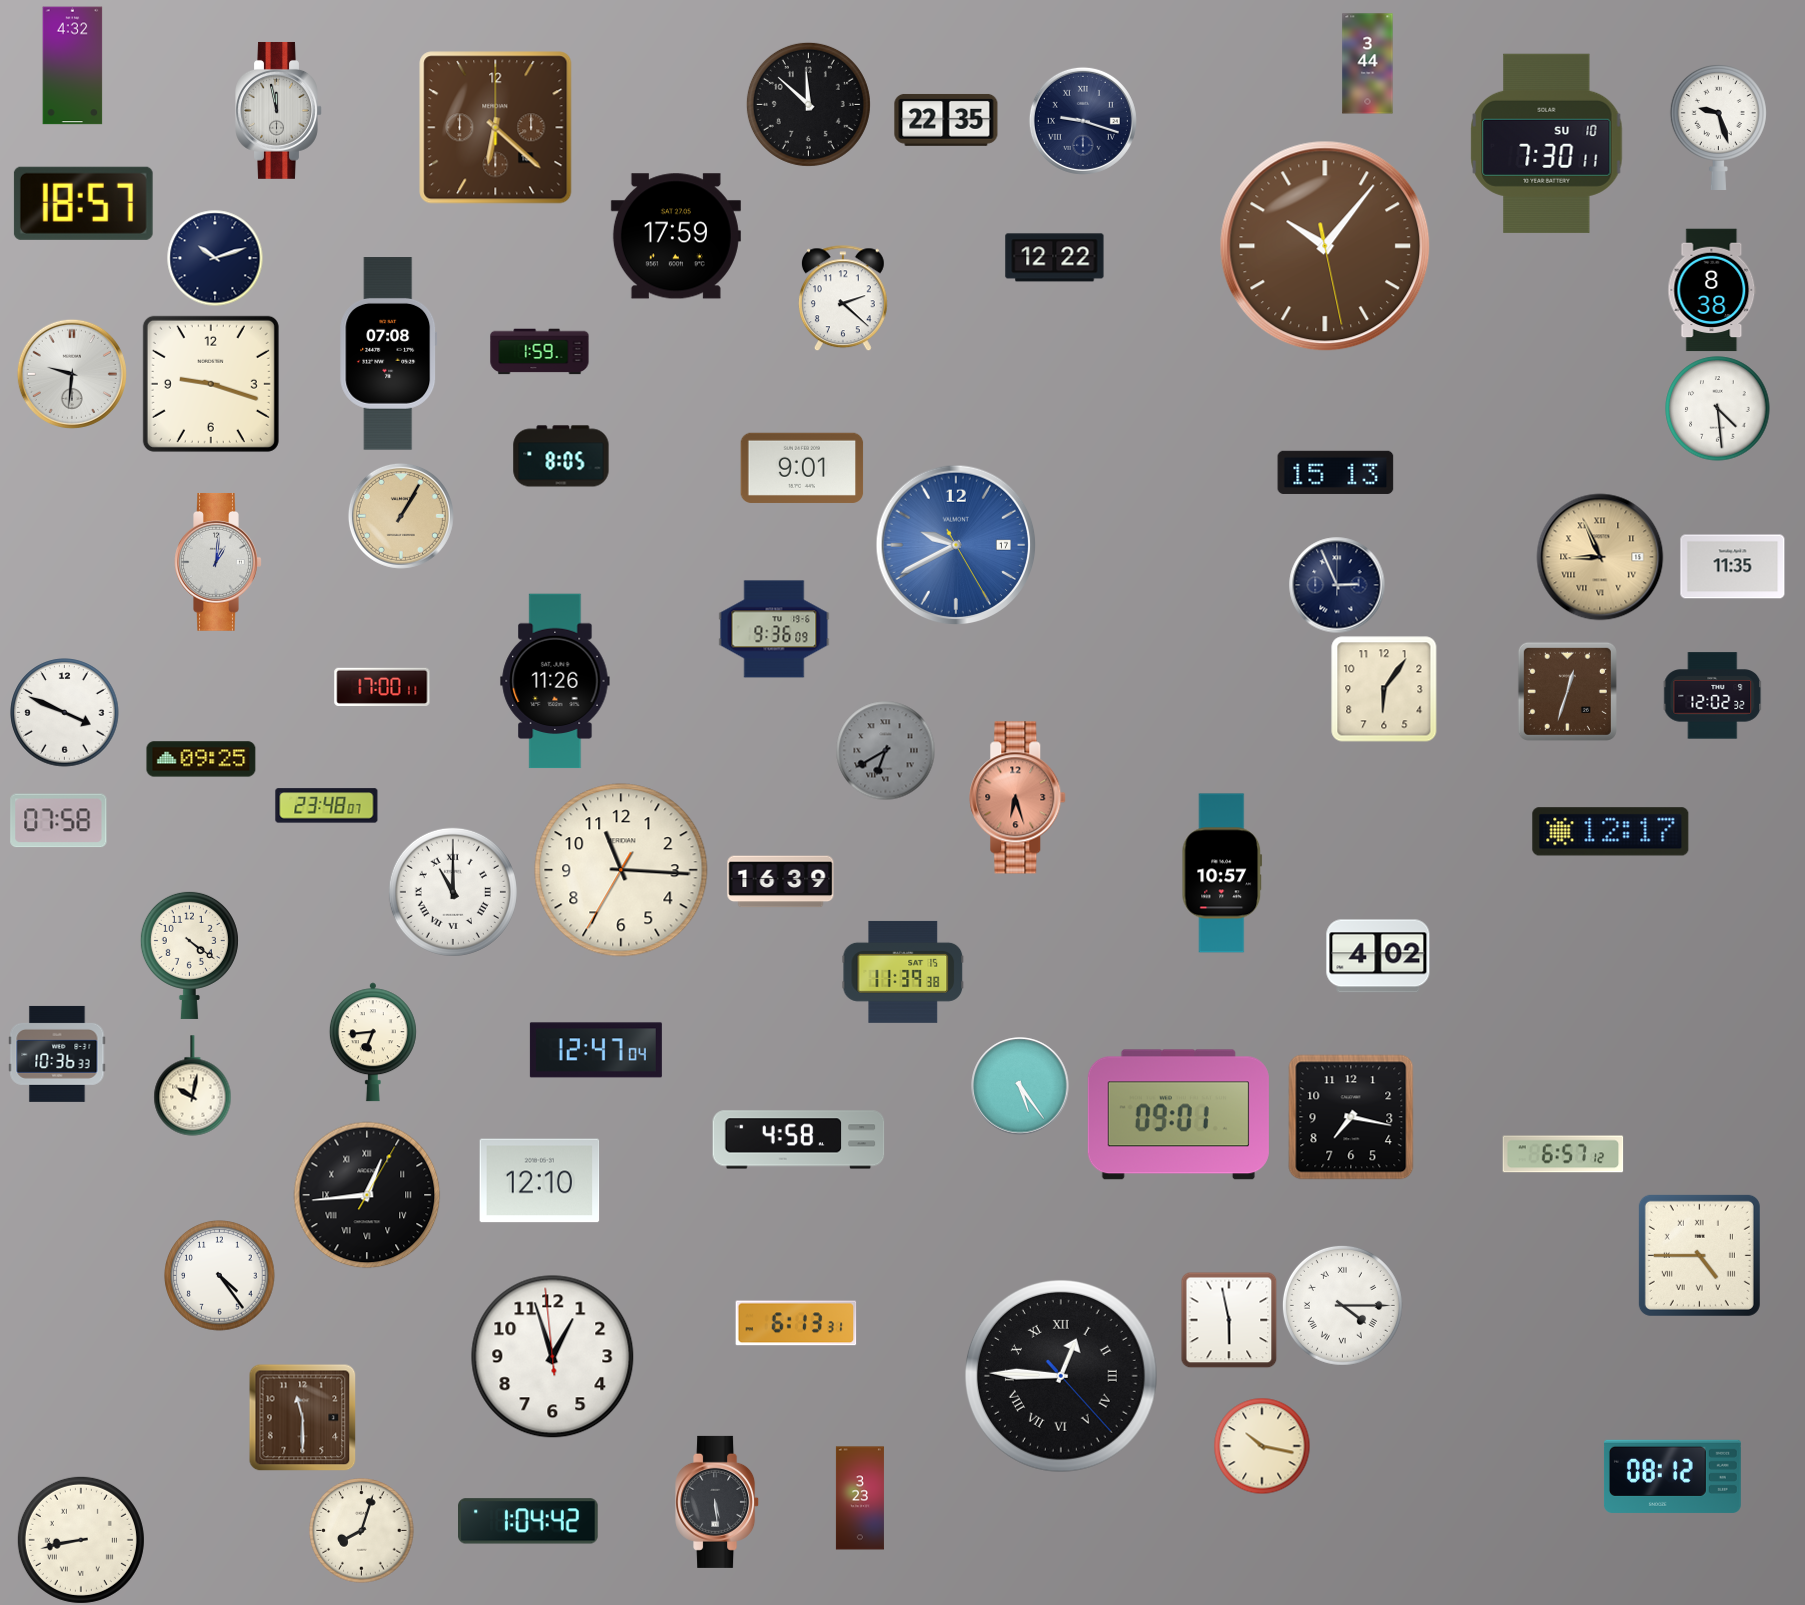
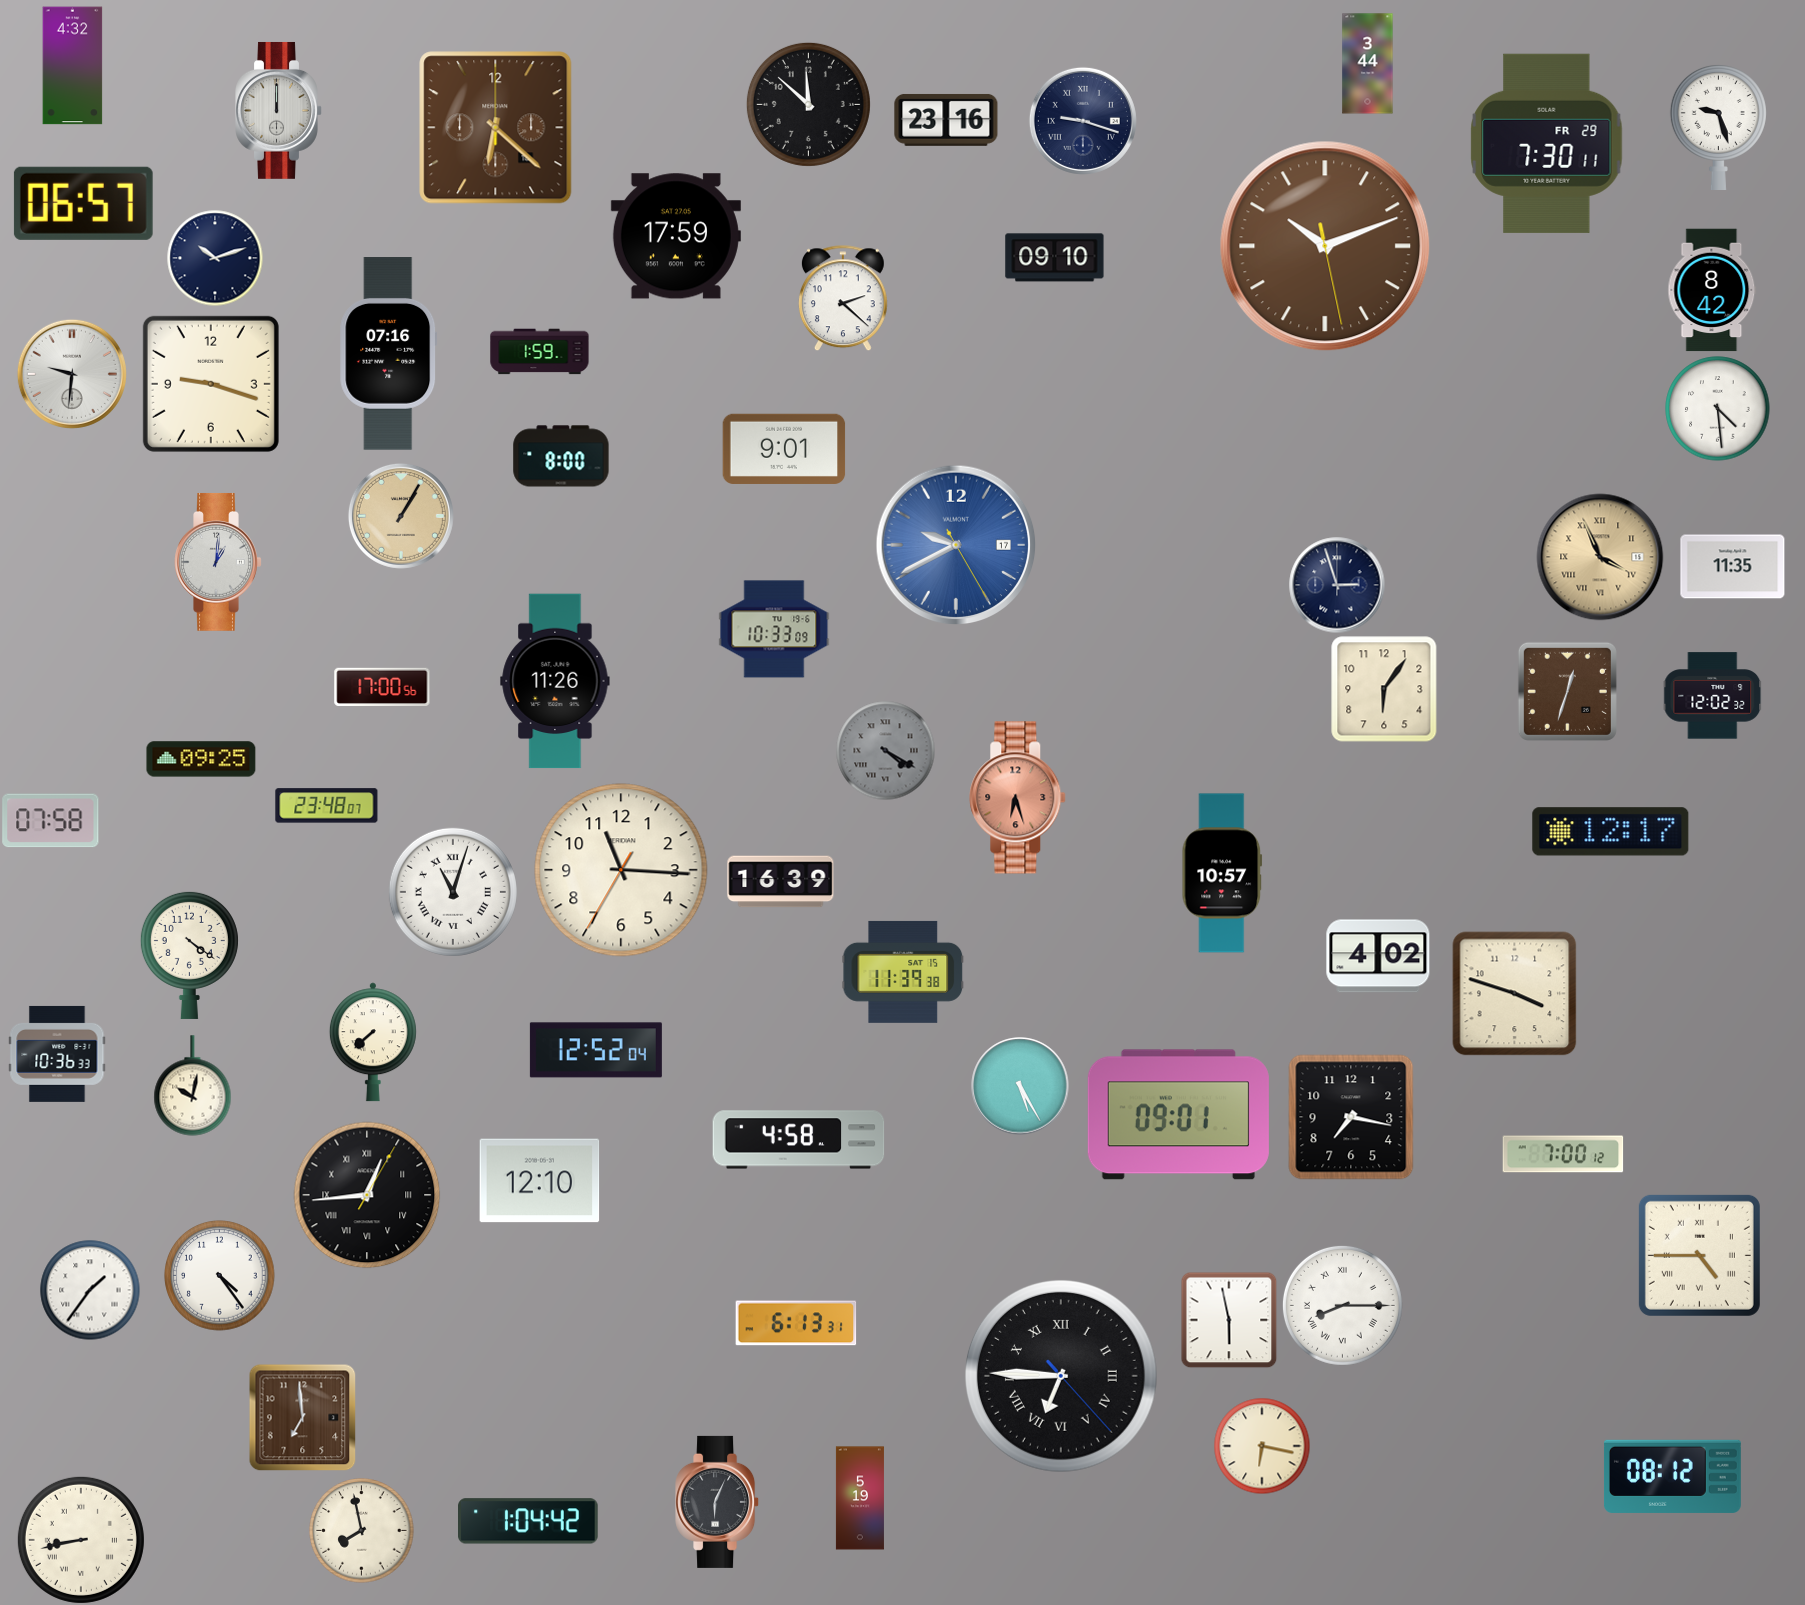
clock at (279, 110): 11:58 -> 12:00
clock at (946, 120): 22:35 -> 23:16
clock at (1547, 143) date: SU 10 -> FR 29
clock at (83, 203): 18:57 -> 06:57
clock at (1325, 246): 10:06 -> 10:11
clock at (1055, 258): 12:22 -> 09:10
clock at (1712, 290): 8:38 -> 8:42
clock at (389, 354): 07:08 -> 07:16
clock at (561, 456): 8:05 -> 8:00
clock at (802, 468) position: (802, 468) -> (784, 449)
clock at (1336, 472): 15:13 -> none
clock at (1600, 557): 8:56 -> 3:56
clock at (1337, 585): 2:56 -> 2:57
clock at (774, 629): 9:36 -> 10:33
clock at (382, 687): 17:00:11 -> 17:00:56
clock at (65, 713): 3:49 -> none
clock at (886, 751): 6:40 -> 4:20
clock at (59, 821) position: (59, 821) -> (51, 821)
clock at (453, 892): 11:00 -> 11:03
clock at (1515, 994): none -> 3:48
clock at (373, 1042): 6:44 -> 7:38
clock at (596, 1050): 12:47 -> 12:52
clock at (1020, 1086): 5:24 -> 5:25
clock at (1563, 1154): 6:57 -> 7:00
clock at (90, 1290): none -> 1:36
clock at (1342, 1305): 4:15 -> 8:15
clock at (553, 1357): 12:56 -> none
clock at (1061, 1376): 12:45 -> 6:45
clock at (302, 1417): 11:30 -> 6:59
clock at (1262, 1446): 10:17 -> 6:17
clock at (860, 1498): 3:23 -> 5:19
clock at (718, 1502): 5:29 -> 6:04
clock at (362, 1531): 8:03 -> 7:58
